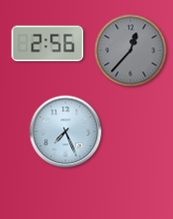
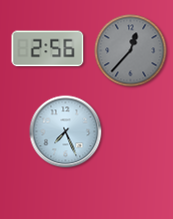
clock at (48, 44) position: (48, 44) -> (48, 49)
